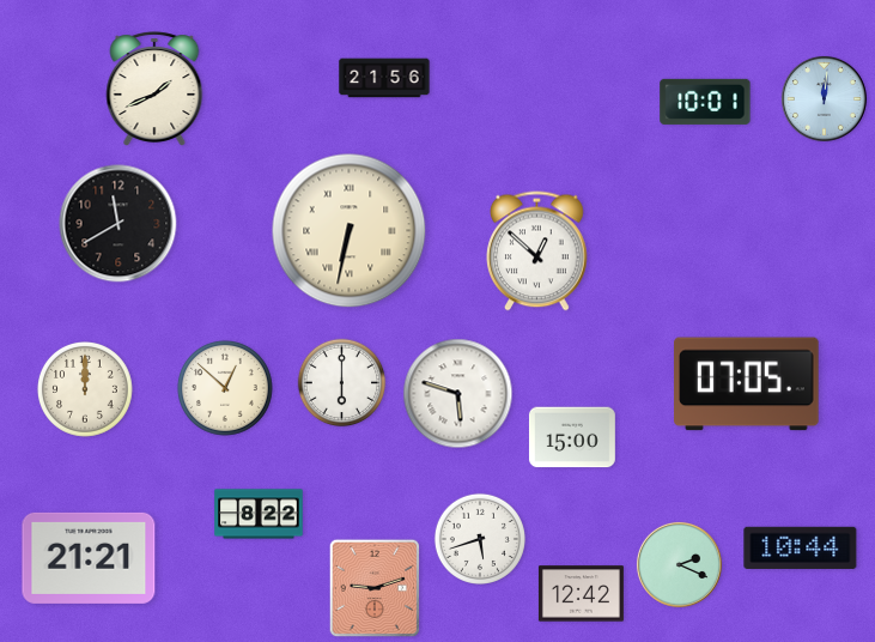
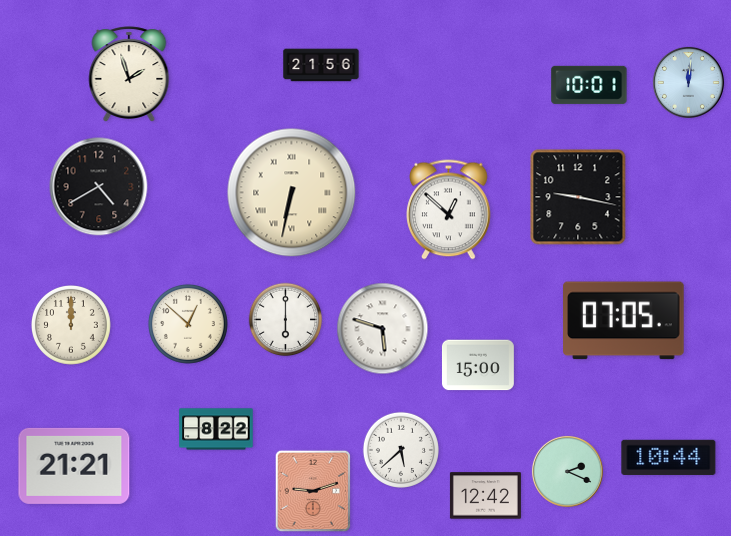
clock at (154, 89): 1:41 -> 1:57
clock at (119, 224): 11:40 -> 4:40
clock at (578, 197): none -> 9:17
clock at (480, 539): 5:42 -> 5:38
